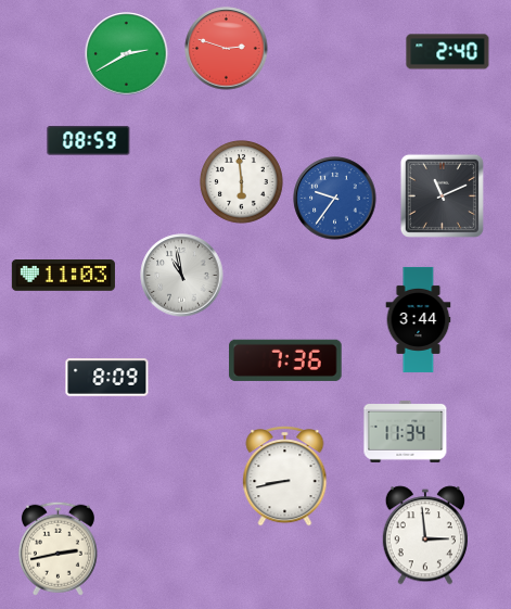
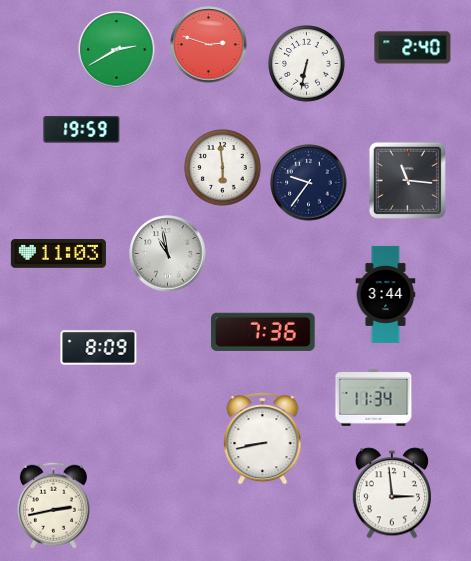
clock at (307, 64): none -> 6:32
clock at (89, 141): 08:59 -> 19:59
clock at (442, 195): 11:11 -> 11:16
clock at (335, 199) dial: blue -> navy
